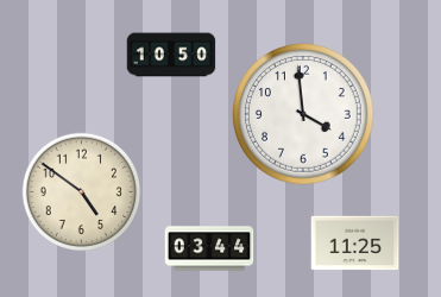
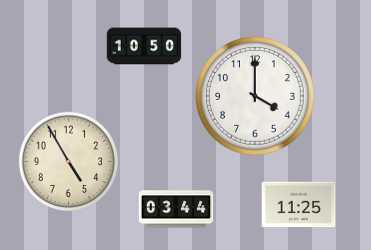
clock at (304, 115): 3:59 -> 4:00
clock at (82, 192): 4:51 -> 4:55
